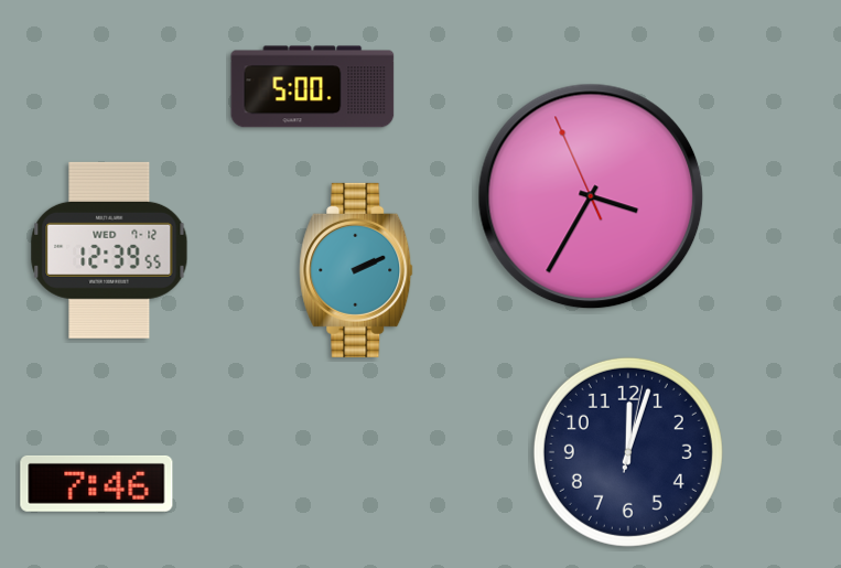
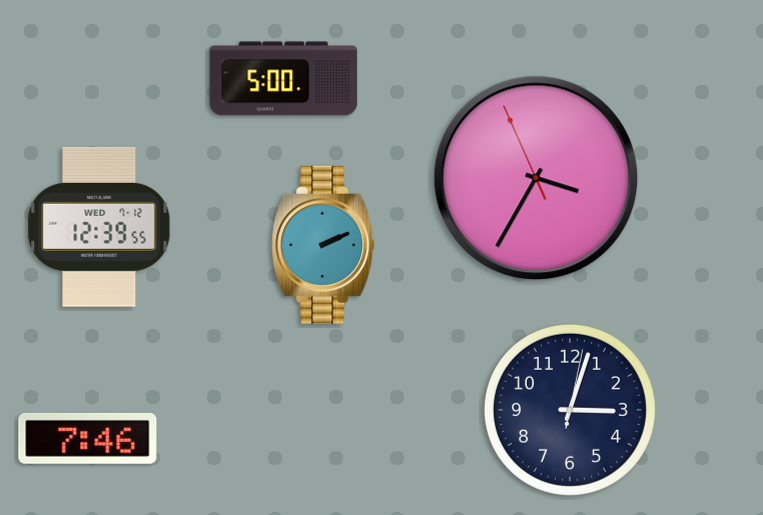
clock at (628, 452): 12:03 -> 3:03
